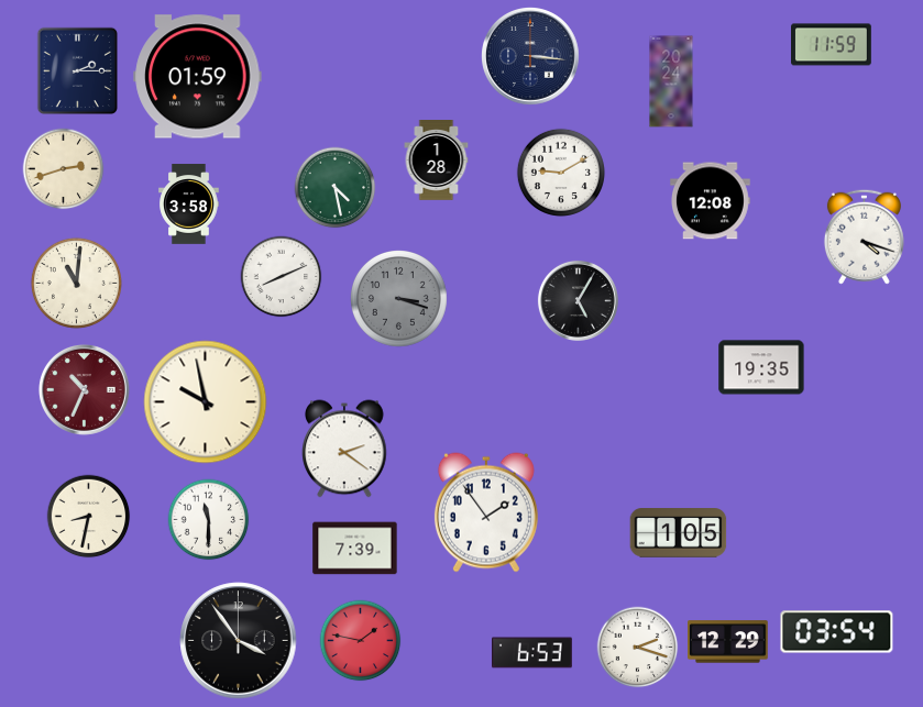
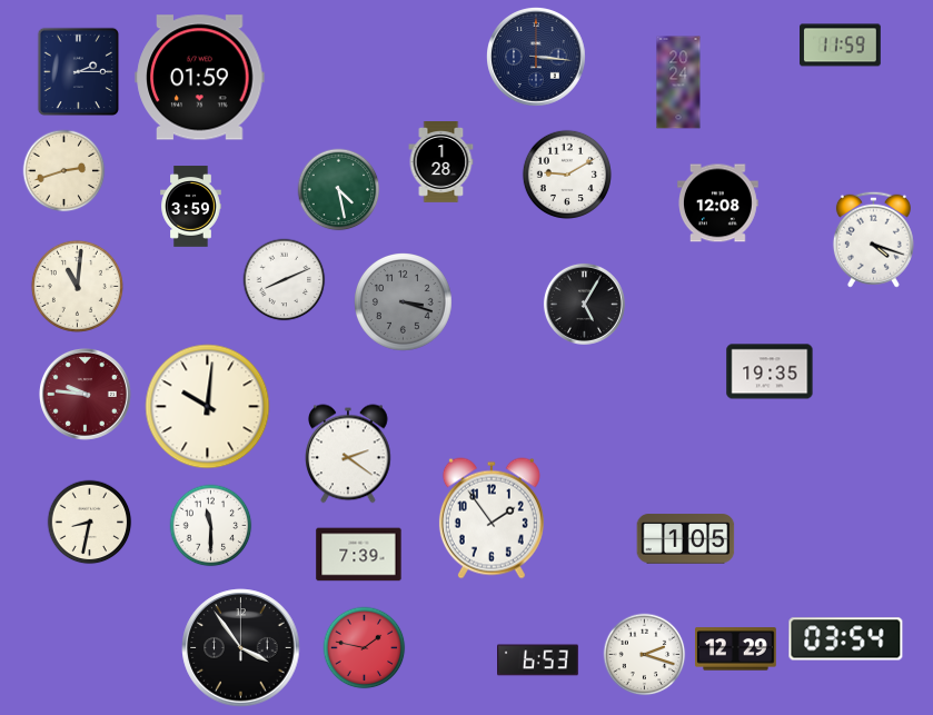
clock at (189, 205): 3:58 -> 3:59
clock at (84, 389): 10:34 -> 9:46
clock at (206, 402): 9:58 -> 10:01
